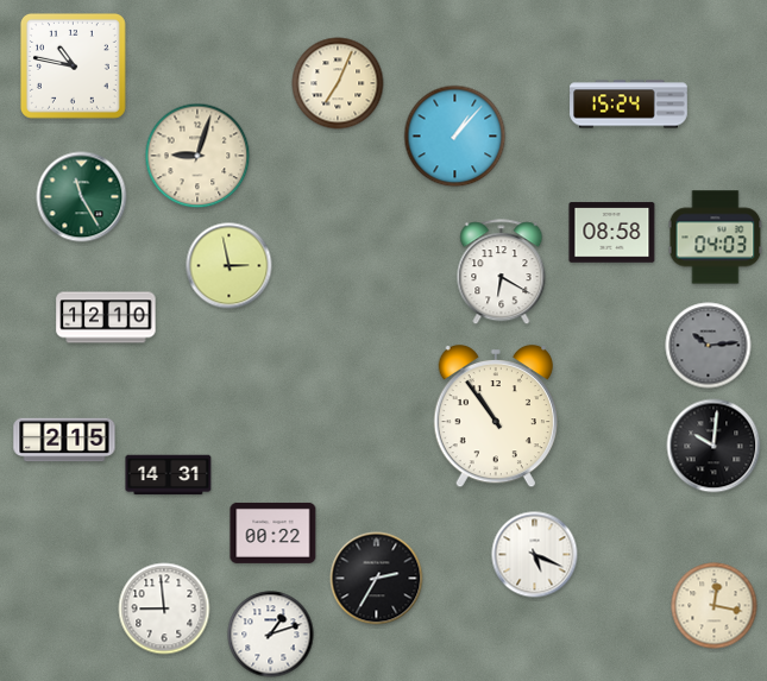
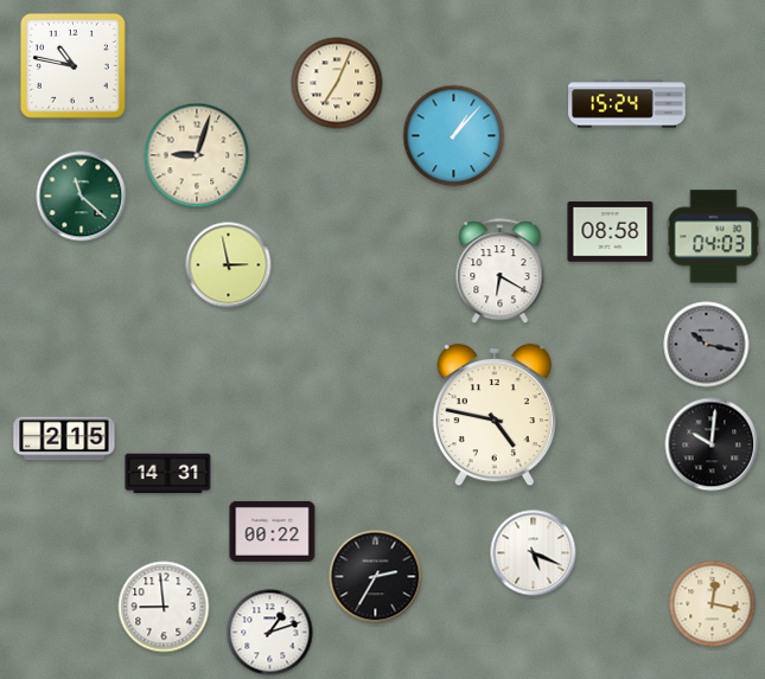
clock at (82, 197): 11:25 -> 11:22
clock at (106, 317): 12:10 -> none
clock at (709, 346): 10:14 -> 10:17
clock at (495, 416): 10:54 -> 4:47
